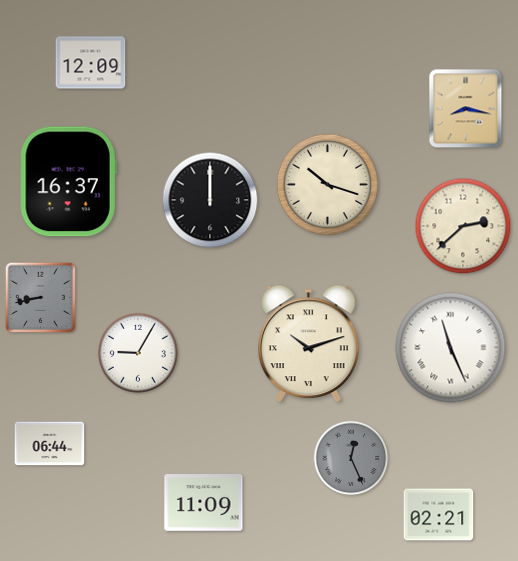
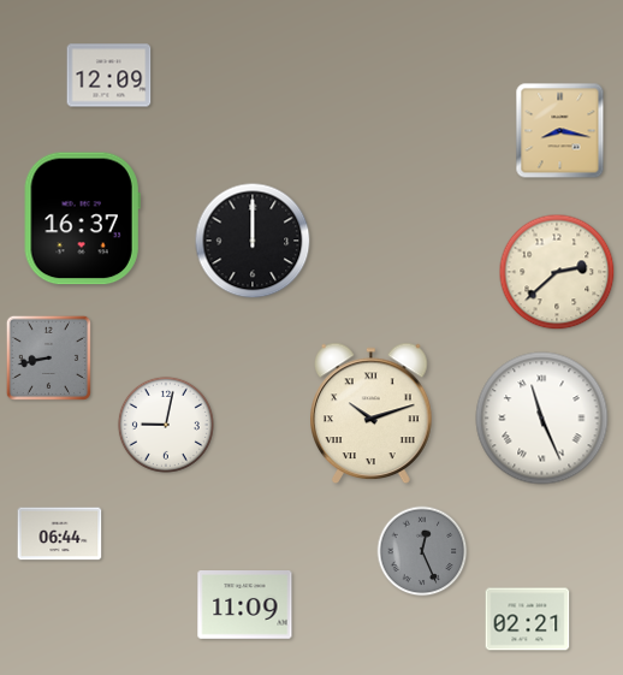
clock at (327, 184): 10:18 -> none
clock at (138, 353): 9:05 -> 9:02
